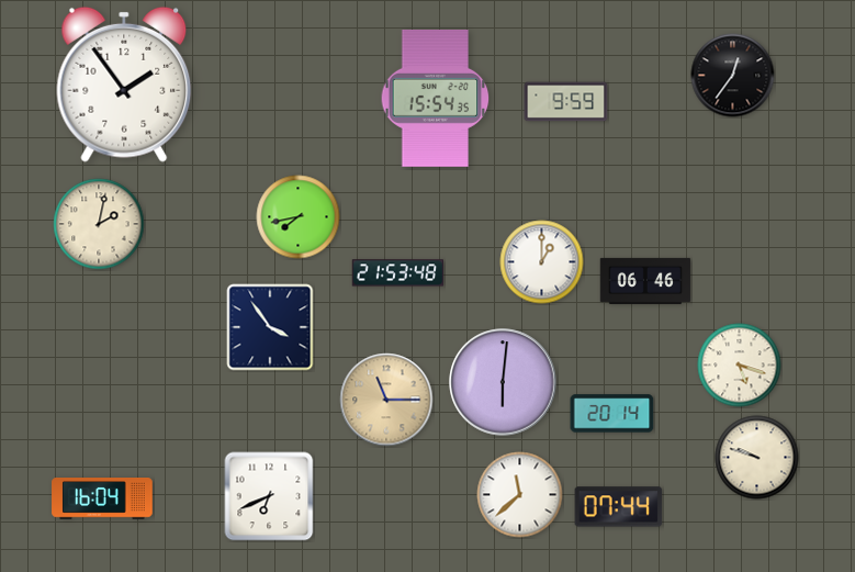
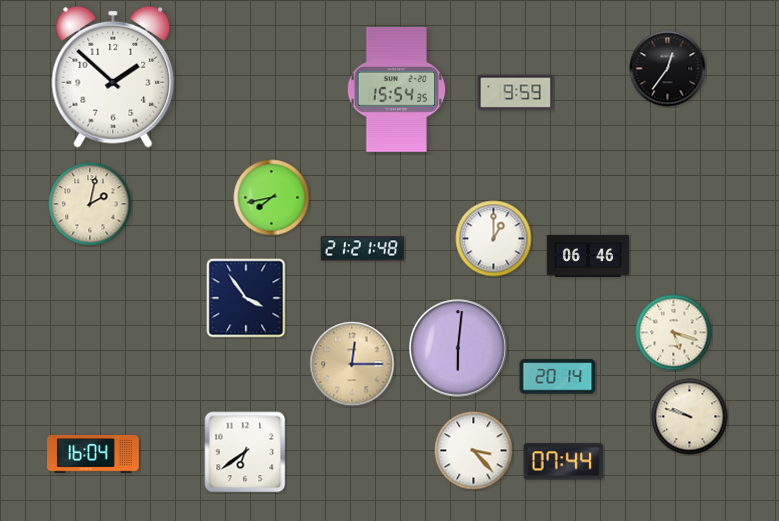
clock at (124, 85): 1:54 -> 1:52
clock at (398, 273): 21:53 -> 21:21
clock at (386, 400): 11:15 -> 12:15
clock at (520, 495): 11:38 -> 3:23
clock at (269, 496): 6:41 -> 6:39
